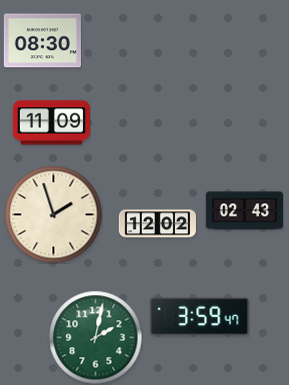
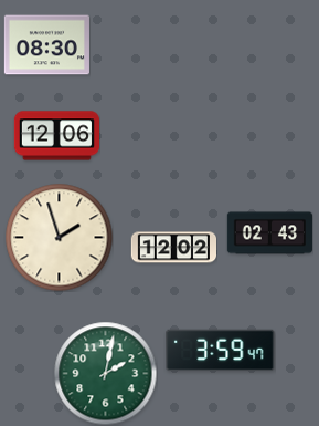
clock at (51, 123): 11:09 -> 12:06
